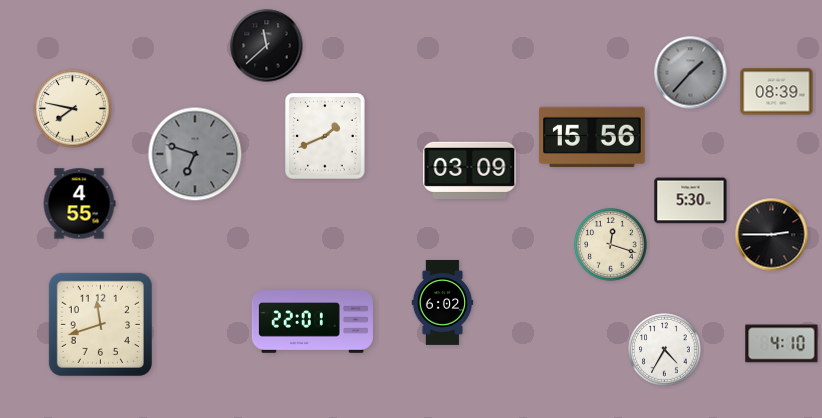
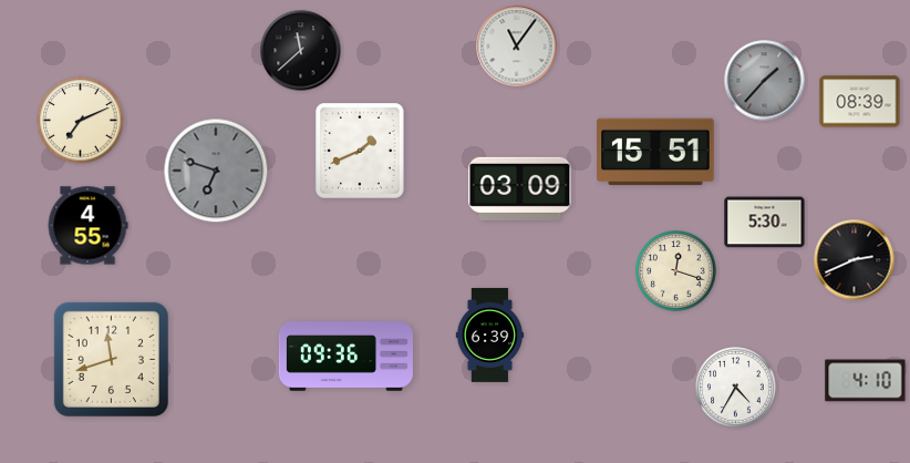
clock at (517, 47): none -> 11:06
clock at (267, 46) position: (267, 46) -> (301, 51)
clock at (73, 109): 7:47 -> 7:11
clock at (592, 137): 15:56 -> 15:51
clock at (772, 235): 2:45 -> 2:41
clock at (443, 302): 6:02 -> 6:39
clock at (312, 322): 22:01 -> 09:36
